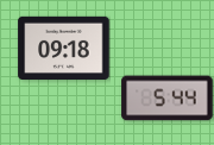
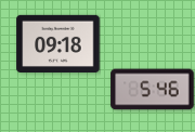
clock at (168, 99): 5:44 -> 5:46
